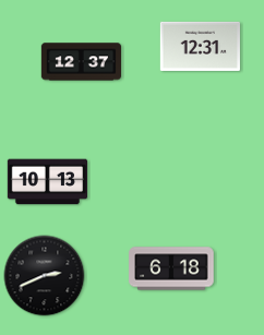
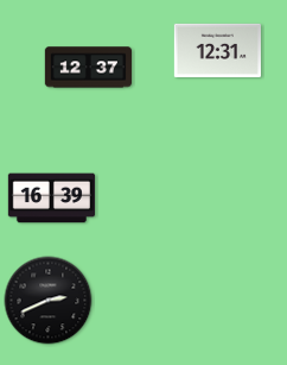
clock at (47, 182): 10:13 -> 16:39
clock at (171, 268): 6:18 -> none
